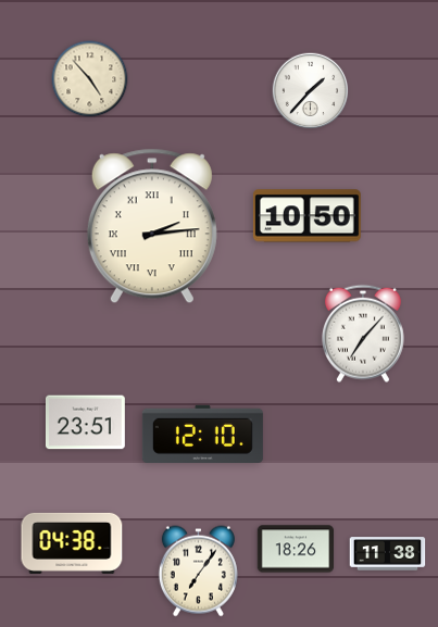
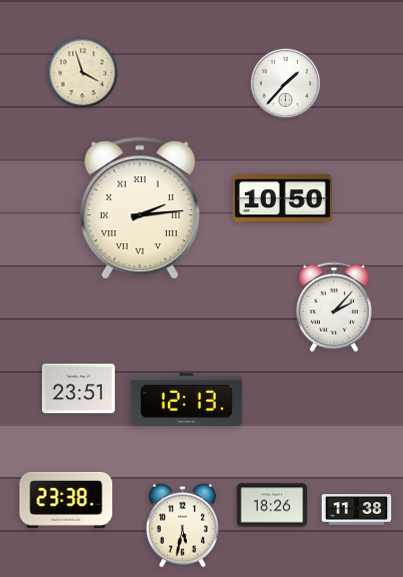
clock at (90, 79): 4:53 -> 3:57
clock at (363, 334): 7:07 -> 2:07
clock at (202, 434): 12:10 -> 12:13
clock at (72, 543): 04:38 -> 23:38
clock at (198, 572): 7:06 -> 5:32
